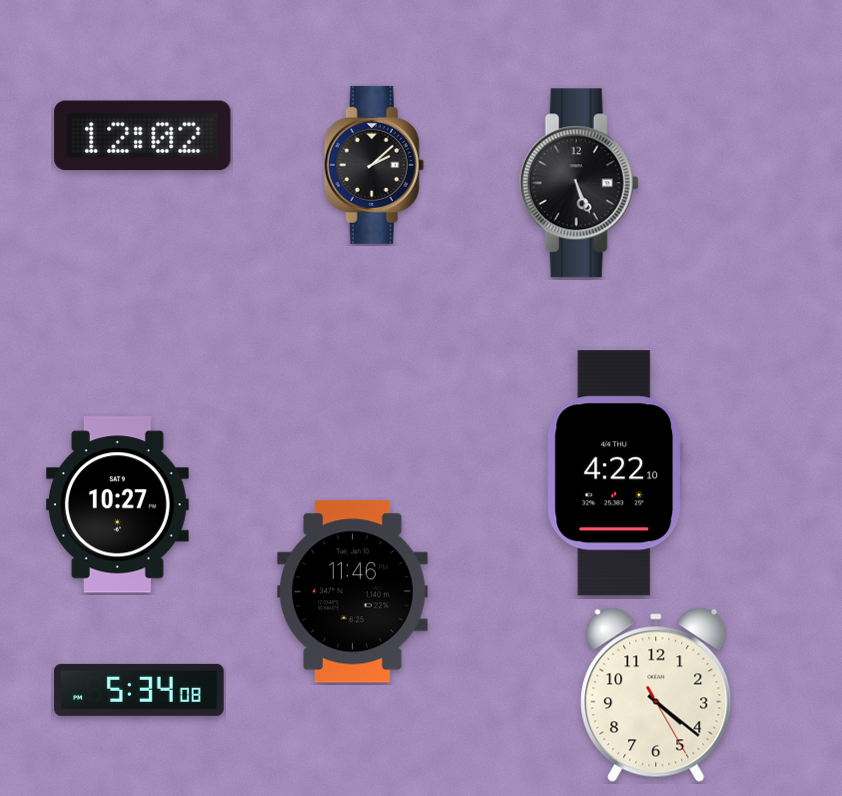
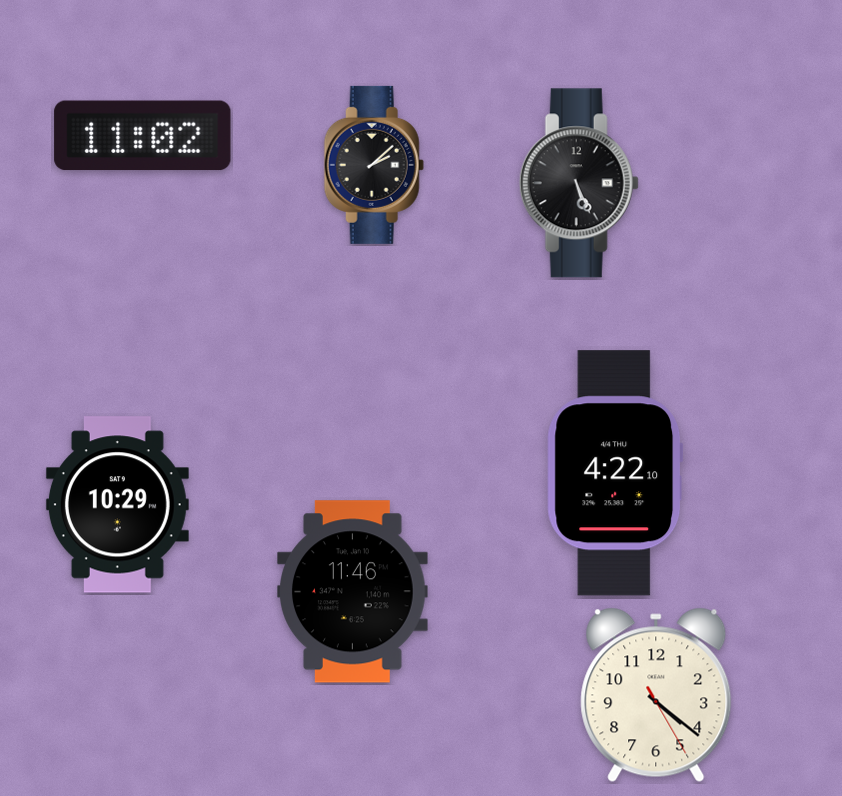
clock at (143, 136): 12:02 -> 11:02
clock at (117, 505): 10:27 -> 10:29
clock at (139, 690): 5:34 -> none
